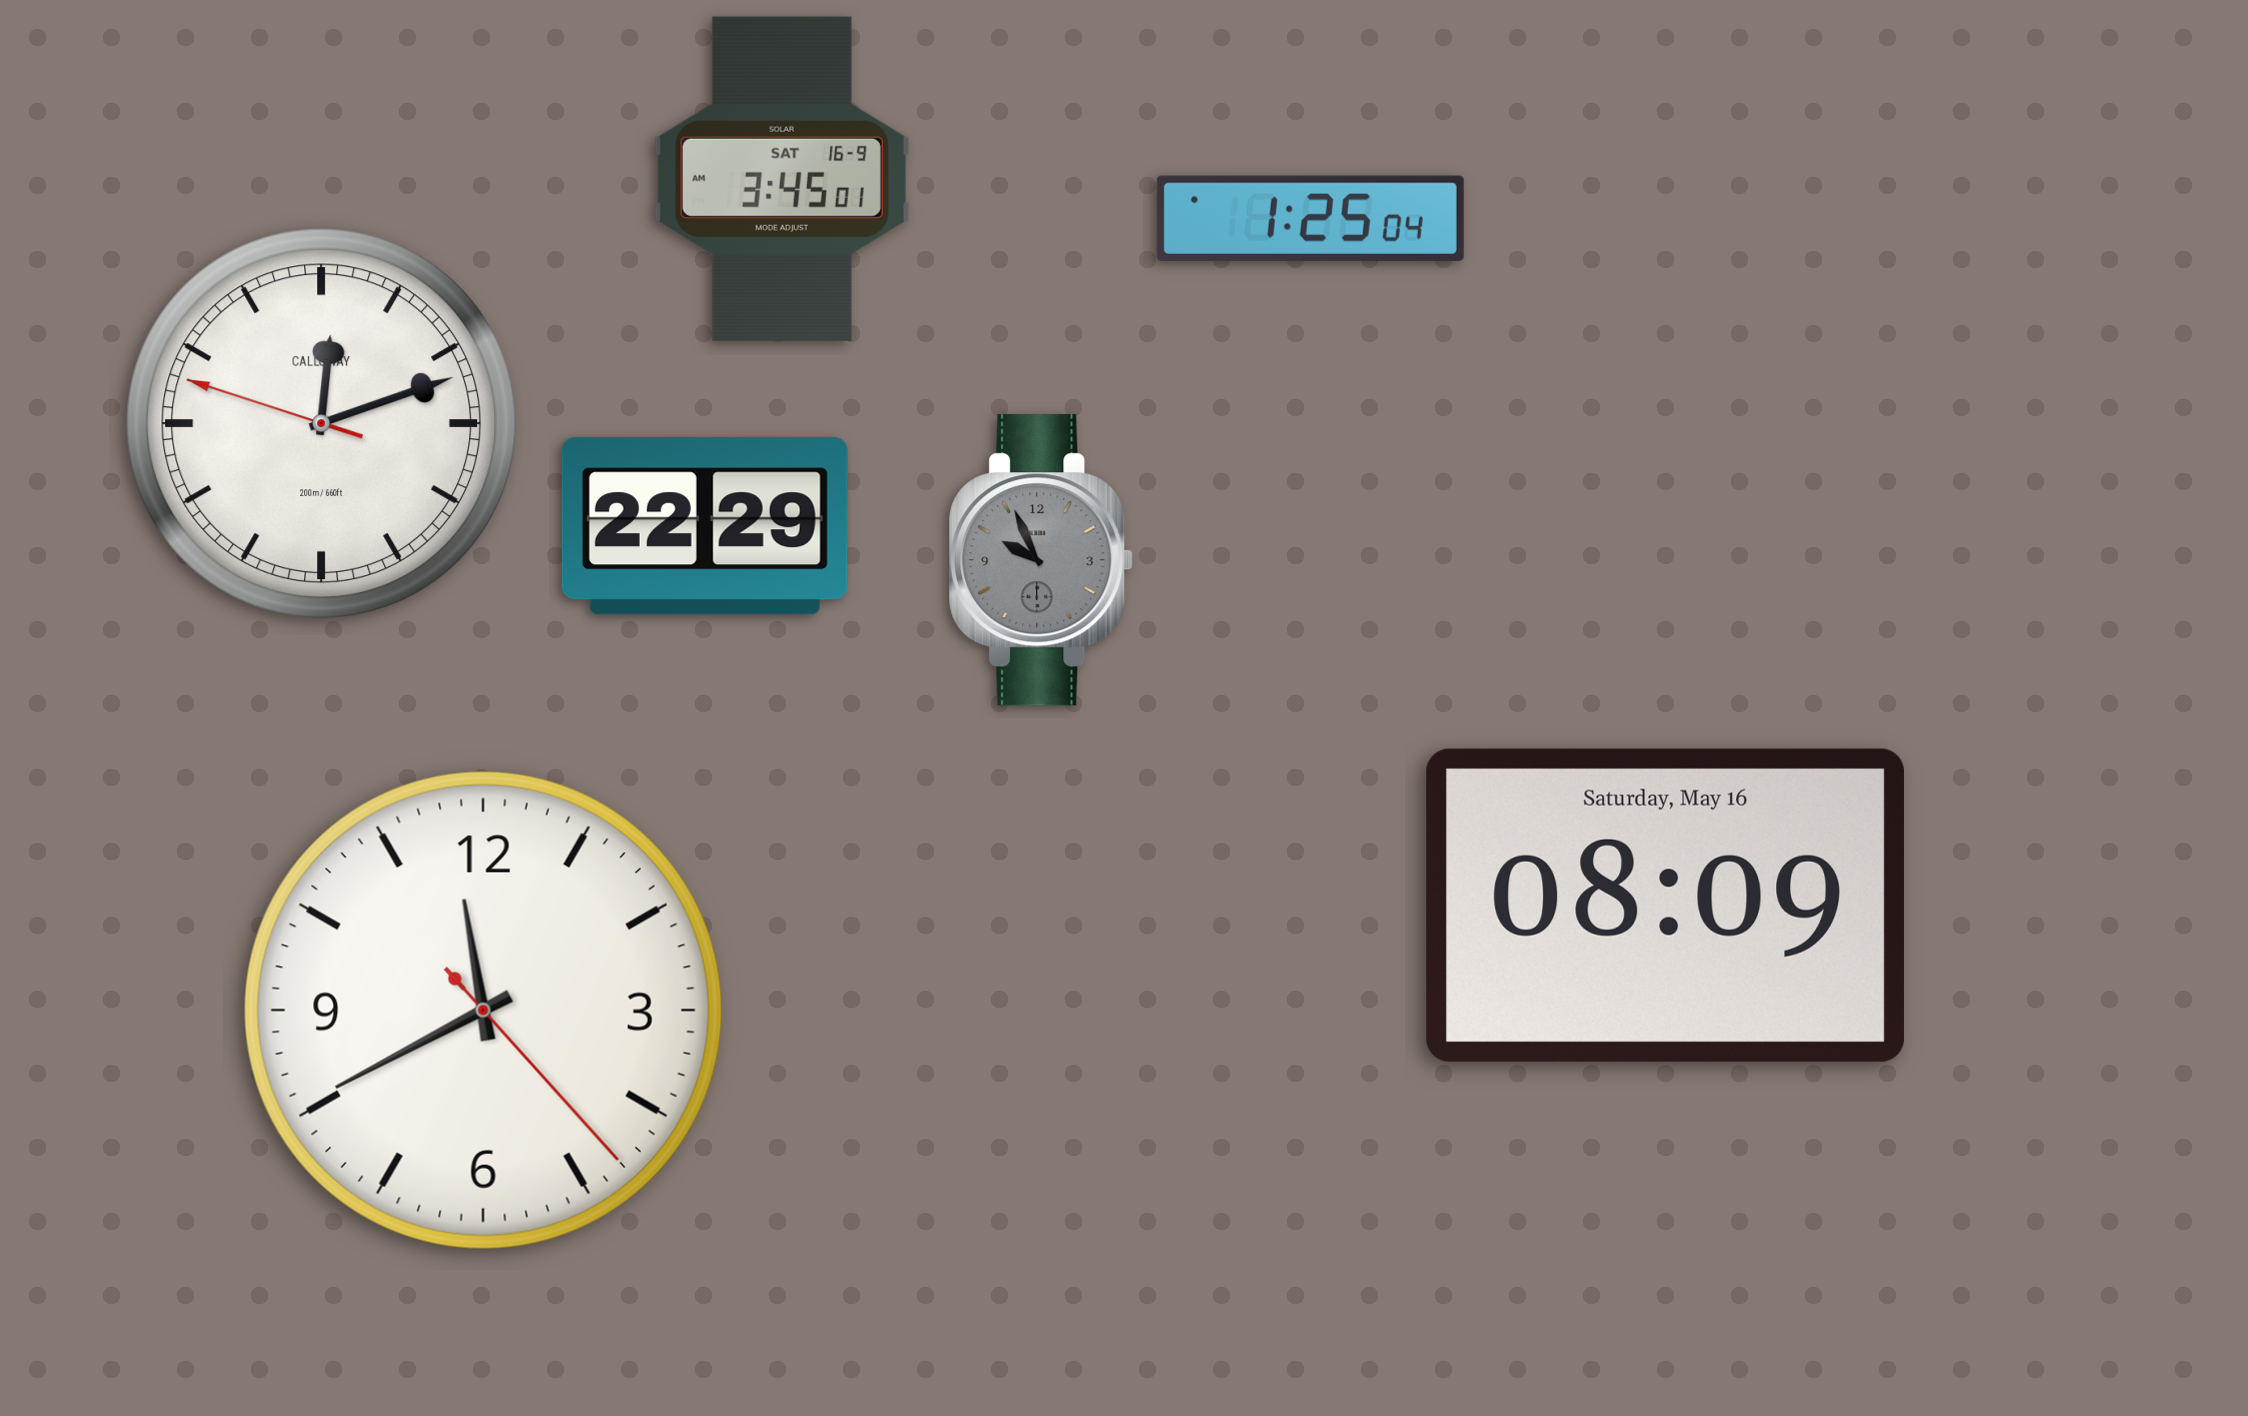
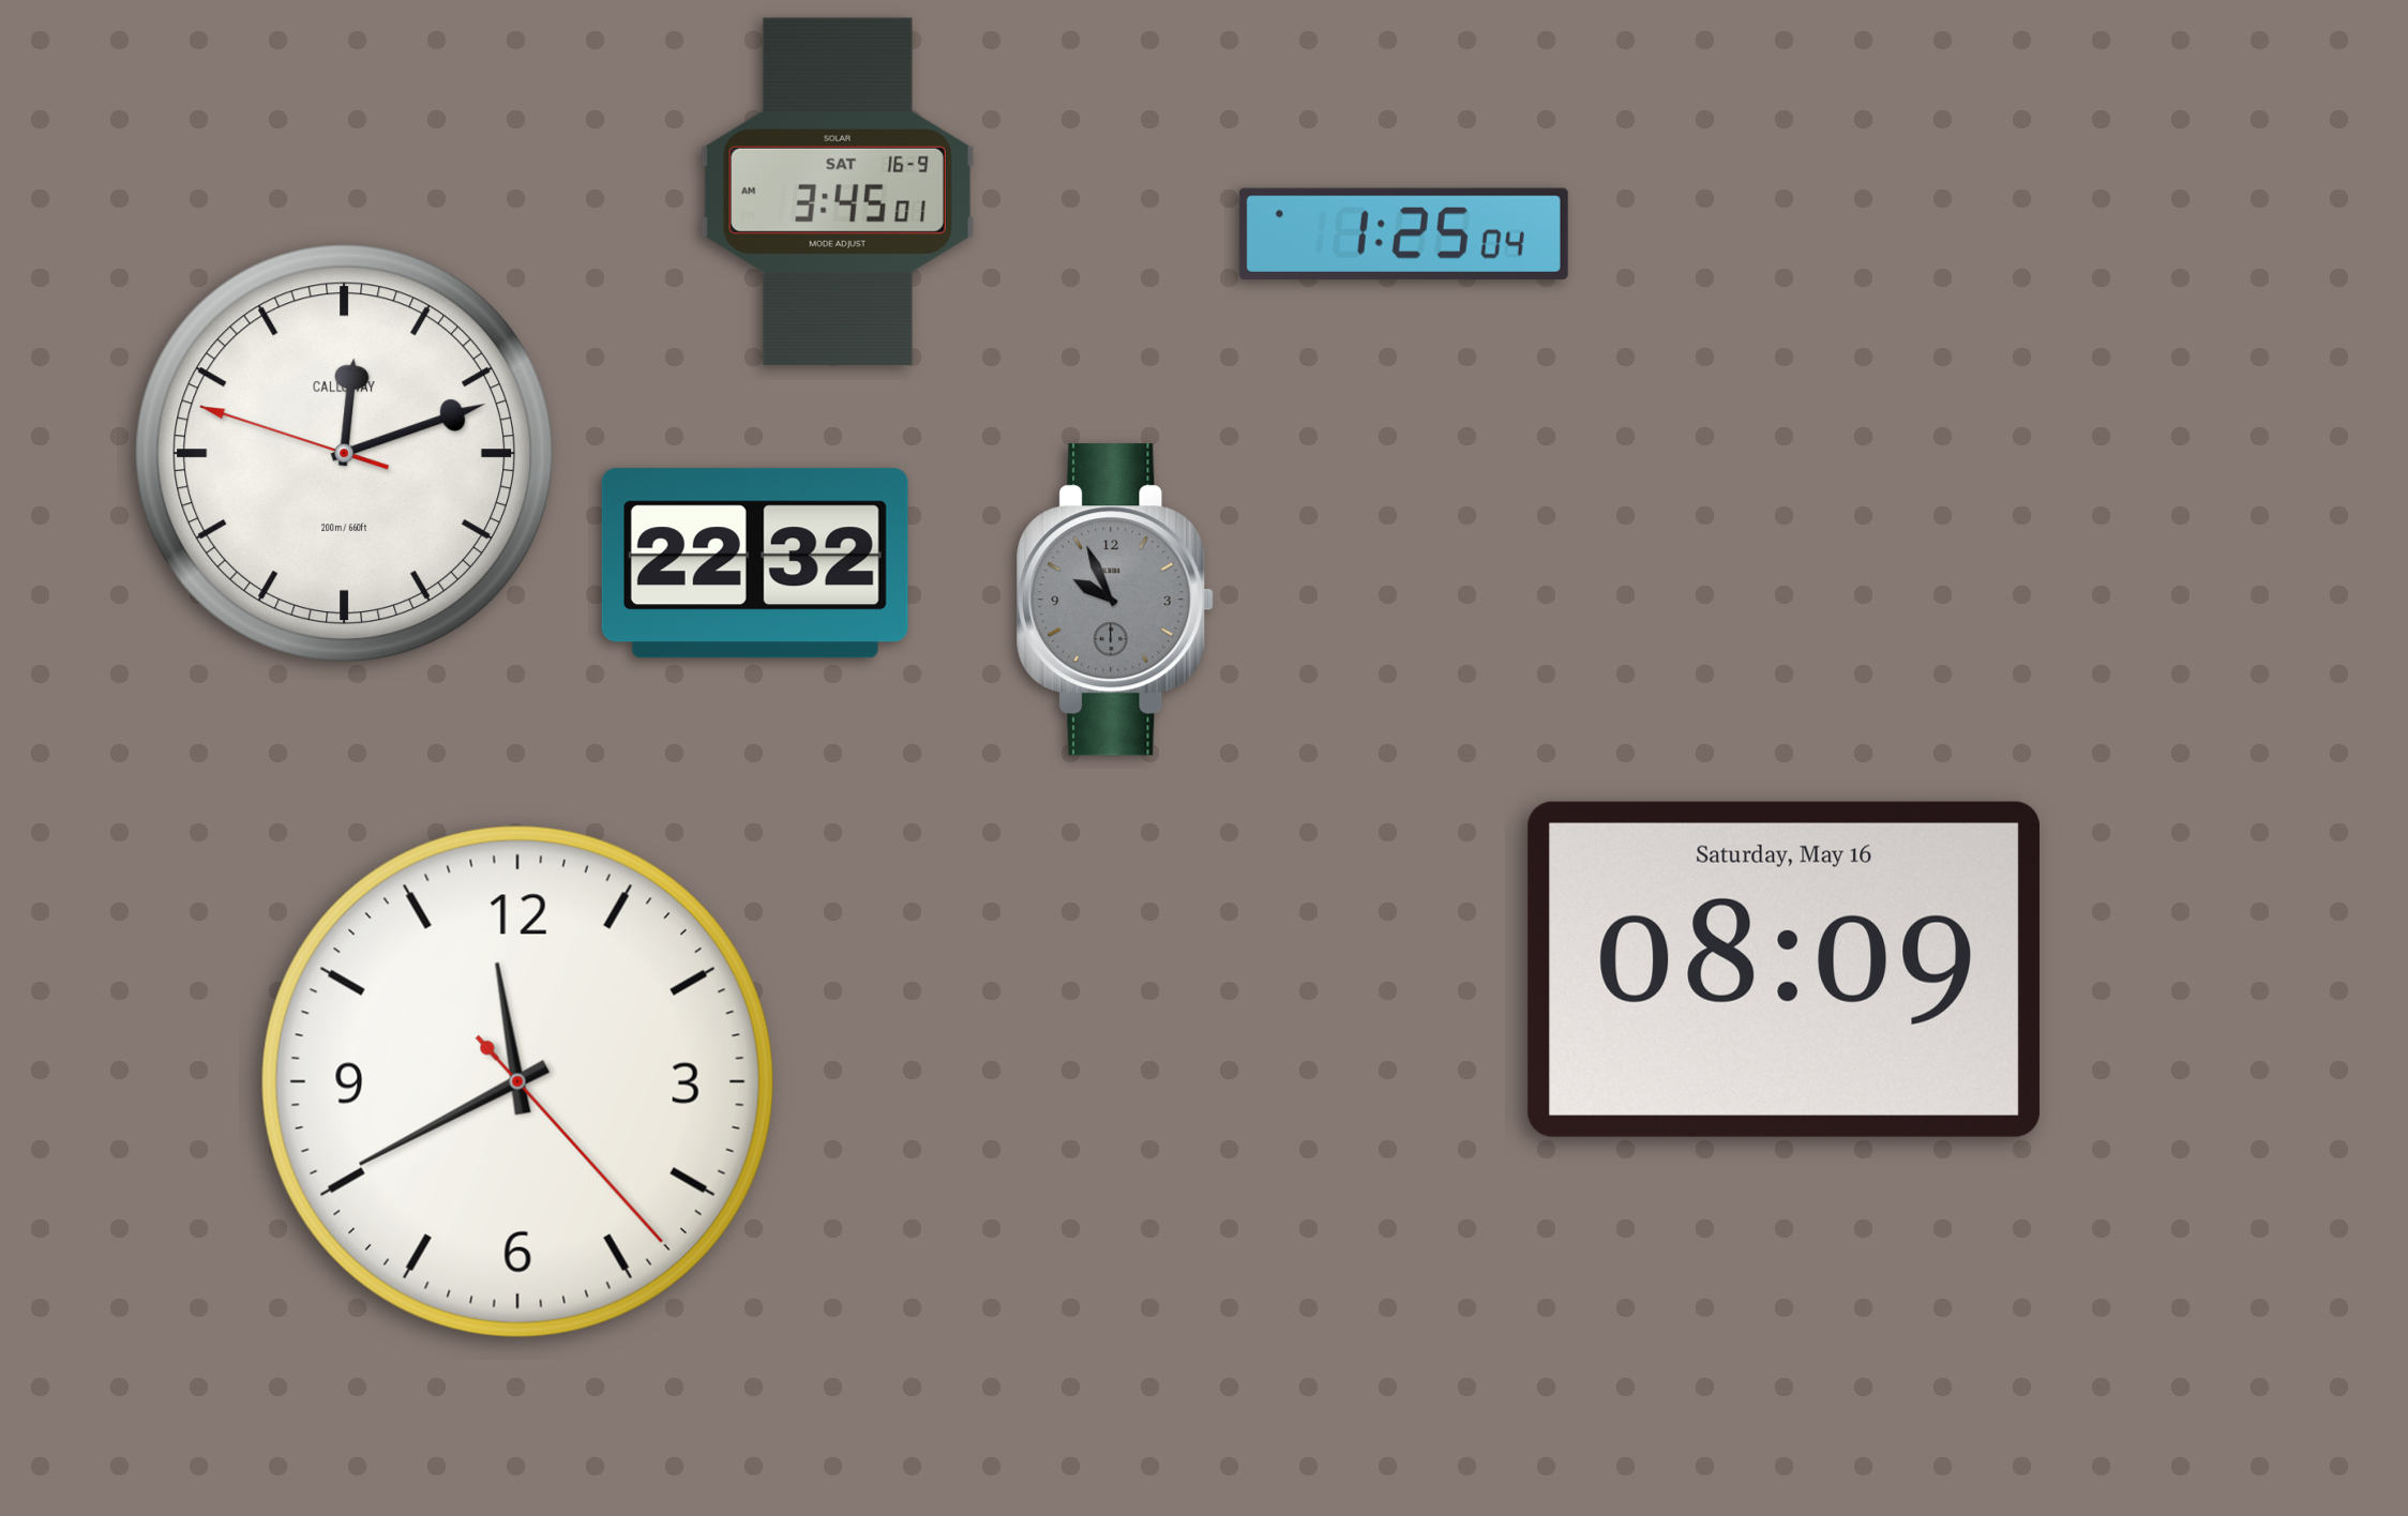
clock at (705, 526): 22:29 -> 22:32
